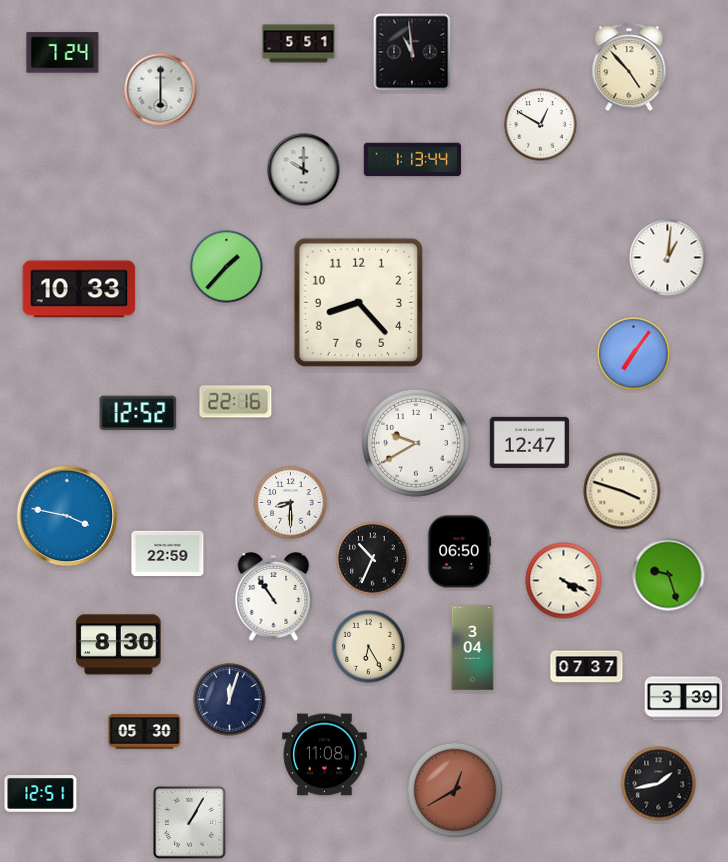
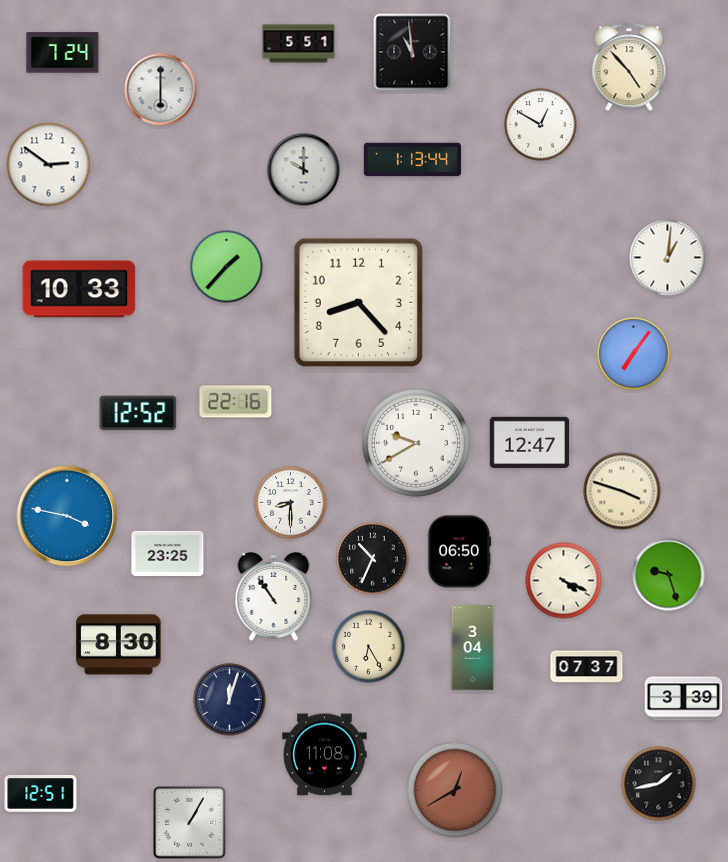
clock at (49, 165): none -> 2:51
clock at (168, 553): 22:59 -> 23:25
clock at (145, 732): 05:30 -> none
